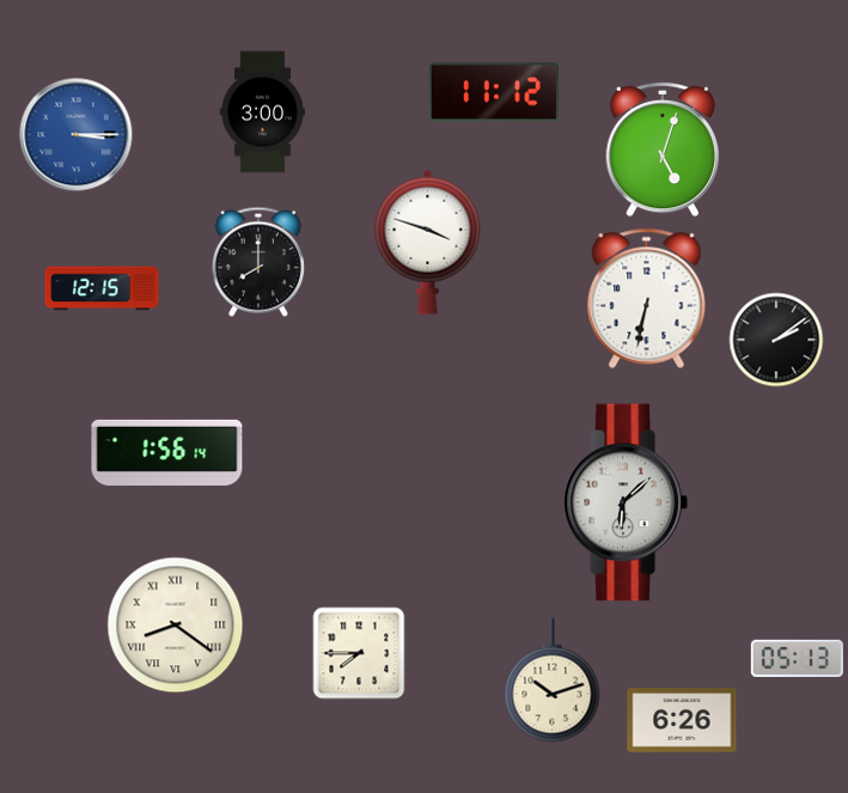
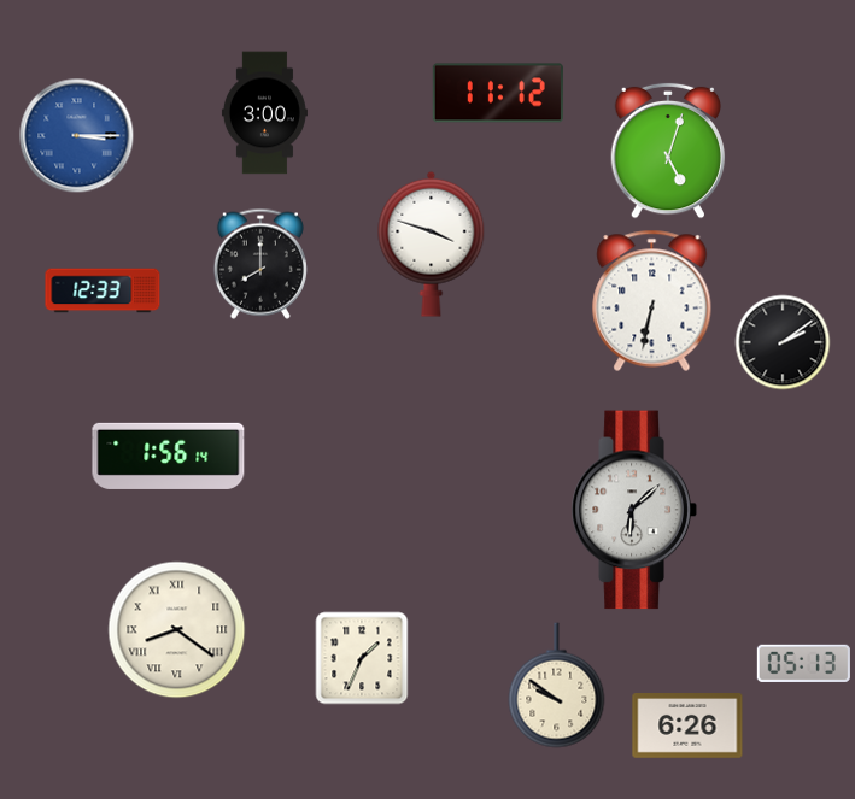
clock at (102, 288): 12:15 -> 12:33
clock at (626, 502) position: (626, 502) -> (634, 510)
clock at (359, 653): 7:45 -> 1:34
clock at (553, 681): 10:12 -> 9:51
